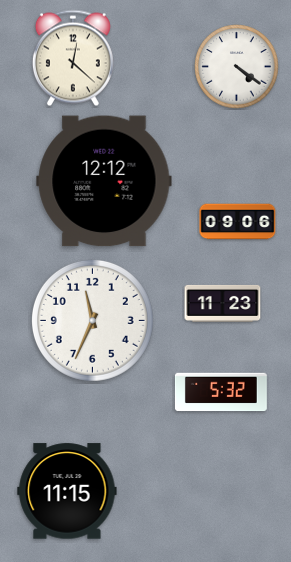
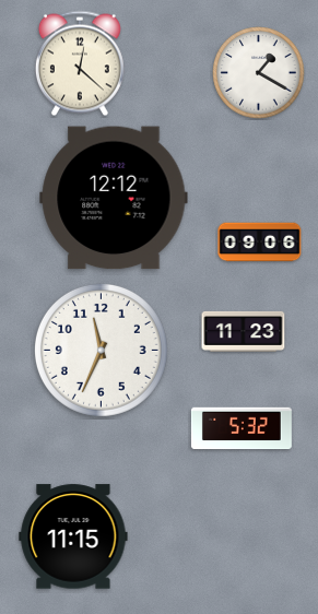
clock at (237, 67): 4:21 -> 1:20
